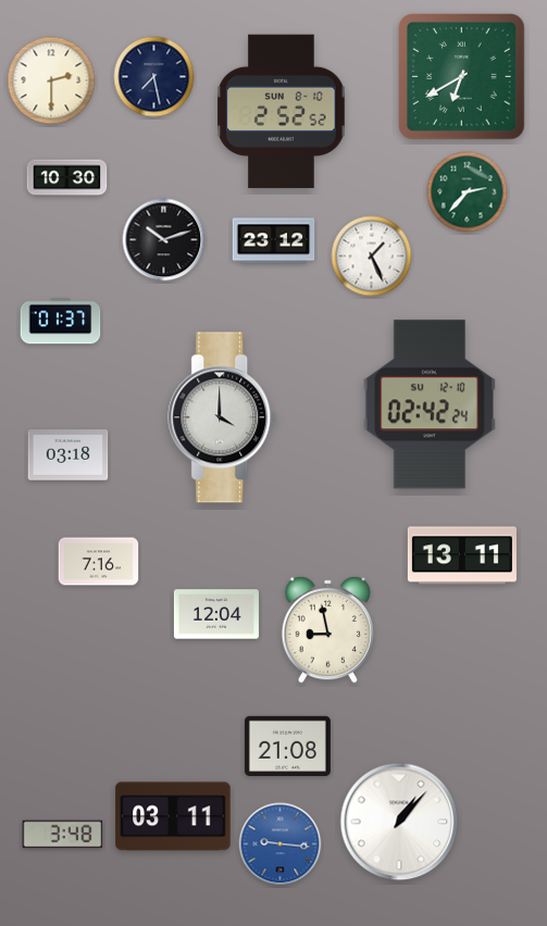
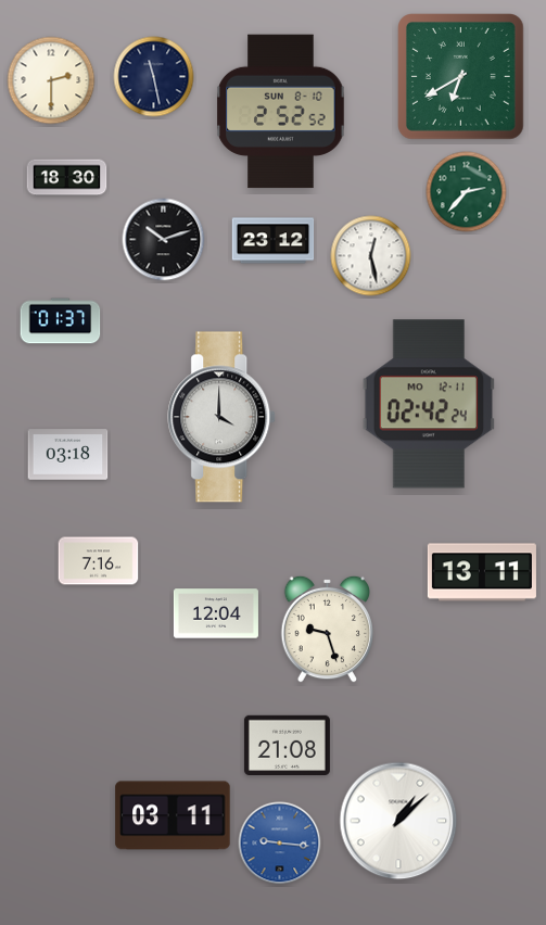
clock at (154, 77): 7:28 -> 11:28
clock at (67, 178): 10:30 -> 18:30
clock at (372, 256): 1:26 -> 12:28
clock at (430, 404) date: SU 12-10 -> MO 12-11
clock at (462, 555) position: (462, 555) -> (482, 572)
clock at (328, 629): 8:58 -> 9:27
clock at (399, 822): 1:07 -> 1:08
clock at (63, 835): 3:48 -> none
